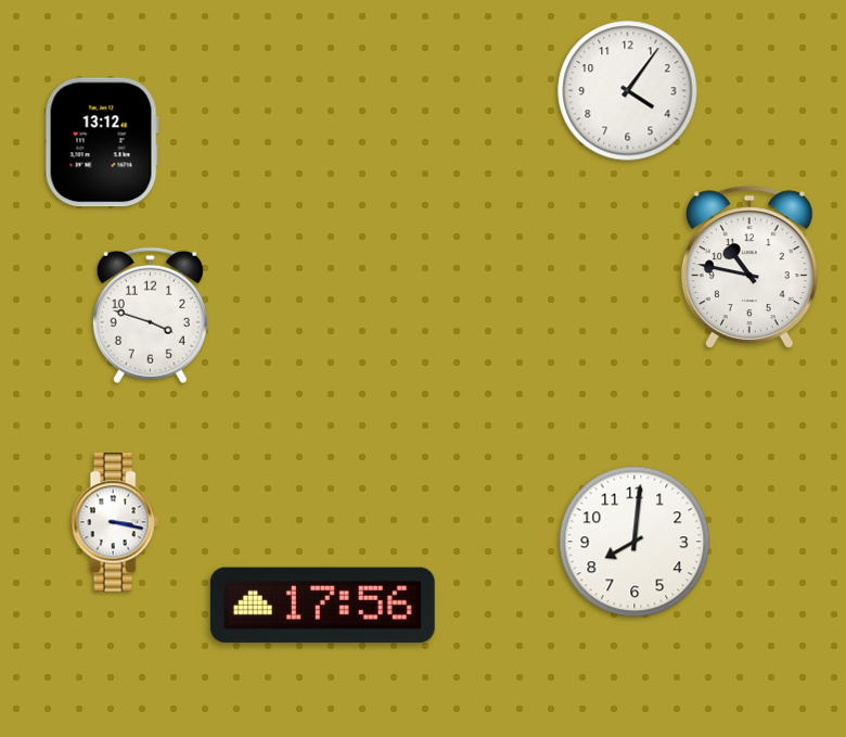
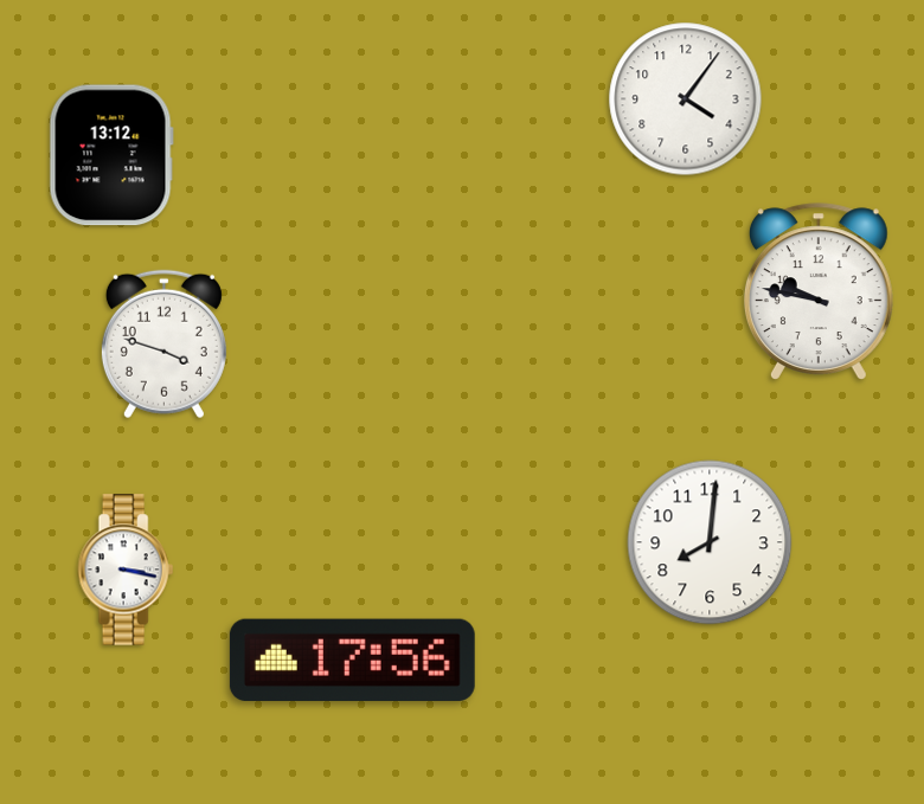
clock at (749, 267): 10:47 -> 9:47
clock at (634, 542) position: (634, 542) -> (710, 542)
